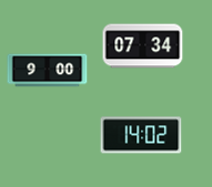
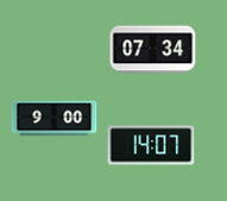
clock at (48, 71) position: (48, 71) -> (55, 119)
clock at (141, 135): 14:02 -> 14:07
